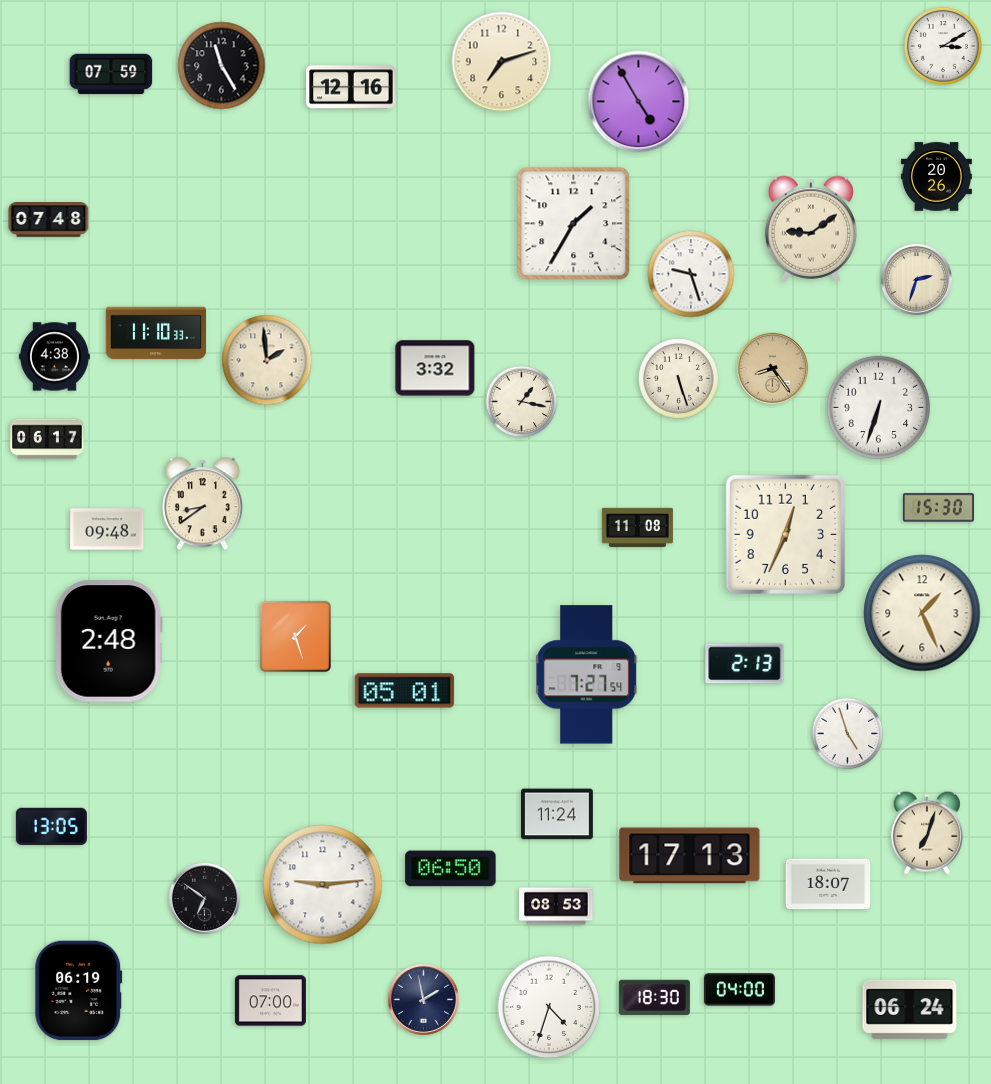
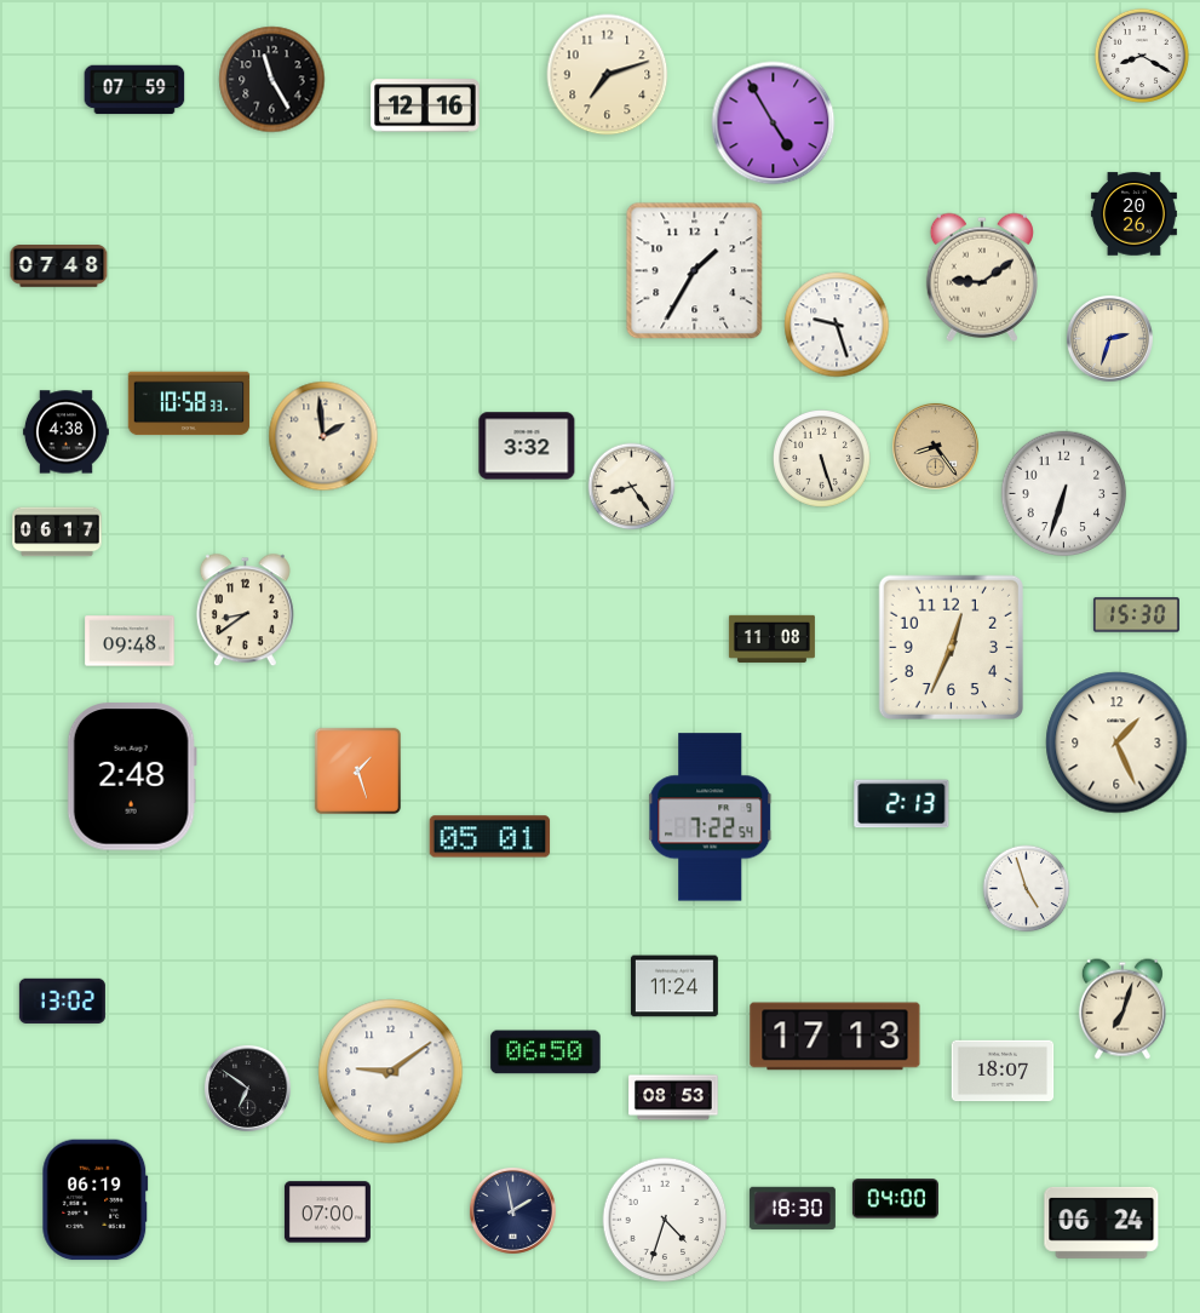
clock at (943, 46): 3:10 -> 8:20
clock at (222, 66) position: (222, 66) -> (272, 80)
clock at (691, 274) position: (691, 274) -> (837, 325)
clock at (156, 333): 11:10 -> 10:58
clock at (522, 402): 1:17 -> 8:24
clock at (587, 675): 7:27 -> 7:22
clock at (51, 826): 13:05 -> 13:02
clock at (323, 885): 9:14 -> 9:09
